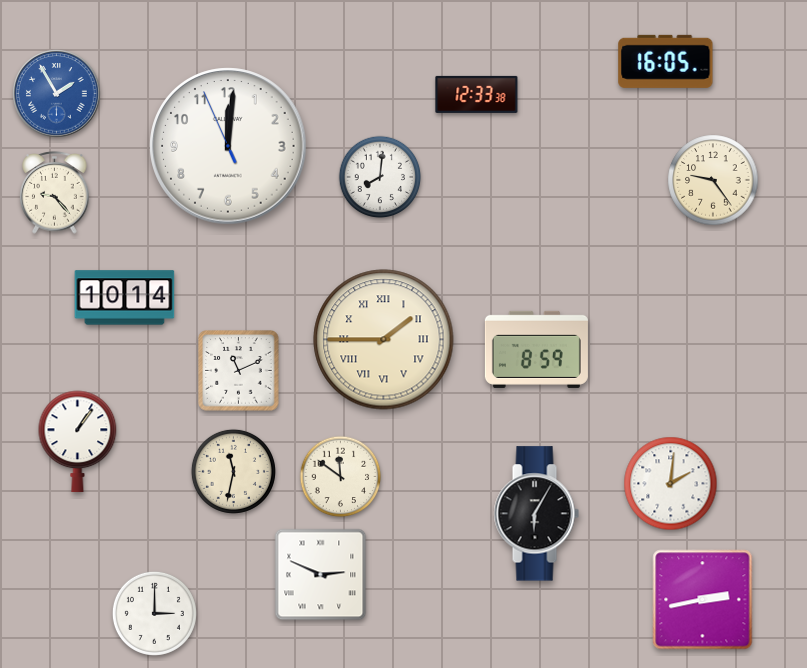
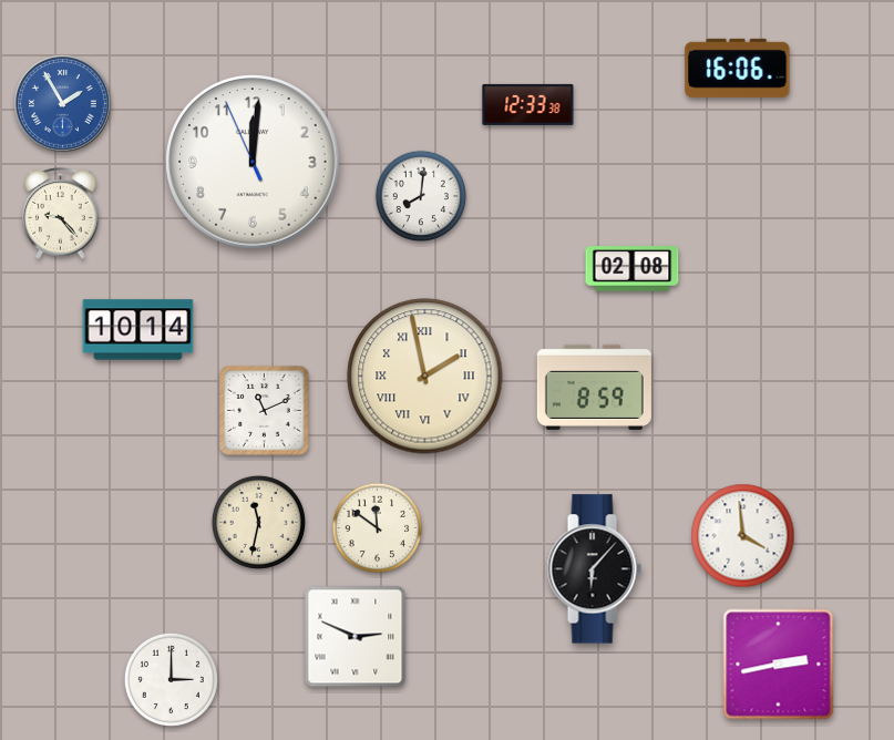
clock at (666, 61): 16:05 -> 16:06
clock at (713, 180): 9:24 -> none
clock at (633, 269): none -> 02:08
clock at (384, 340): 1:45 -> 1:58
clock at (78, 442): 1:06 -> none
clock at (671, 484): 2:01 -> 3:59
clock at (536, 514): 6:05 -> 6:07
